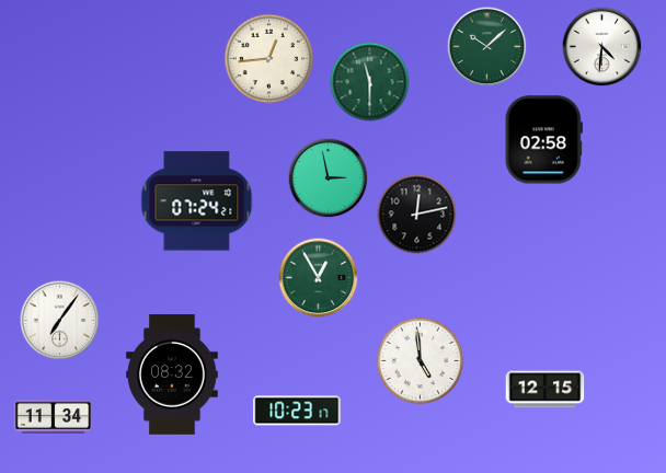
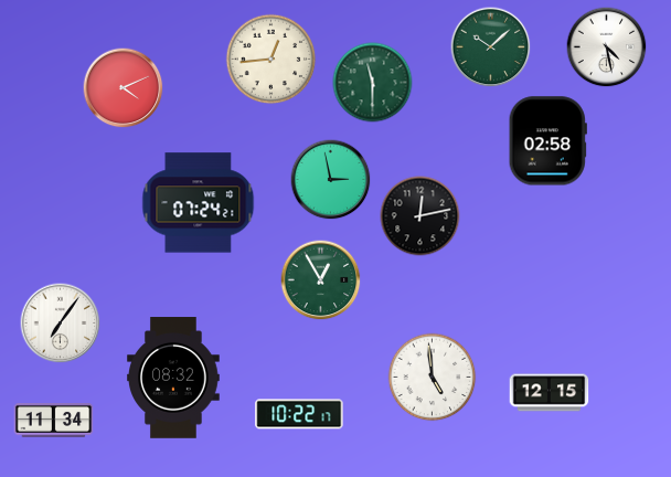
clock at (602, 47): 4:31 -> 4:28
clock at (124, 88): none -> 4:11
clock at (421, 361) position: (421, 361) -> (433, 378)
clock at (297, 411): 10:23 -> 10:22
